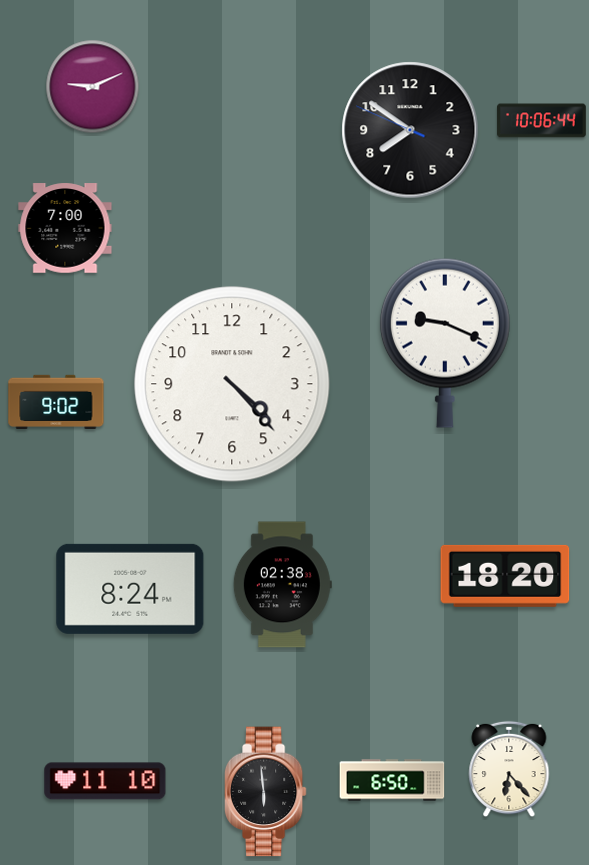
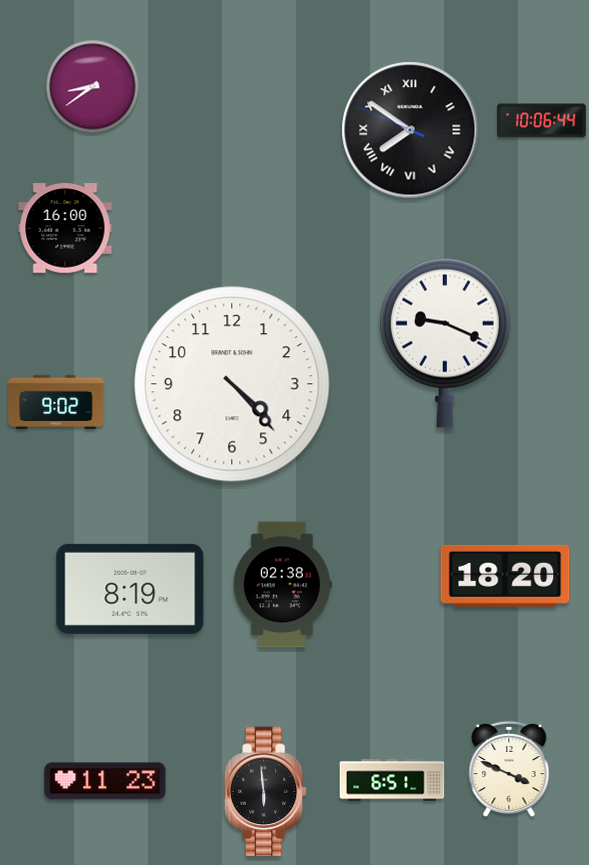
clock at (93, 87): 9:11 -> 8:39
clock at (410, 130) numerals: Arabic -> Roman
clock at (65, 228): 7:00 -> 16:00
clock at (130, 589): 8:24 -> 8:19
clock at (509, 769): 6:23 -> 3:49
clock at (392, 780): 6:50 -> 6:51
clock at (105, 781): 11:10 -> 11:23
